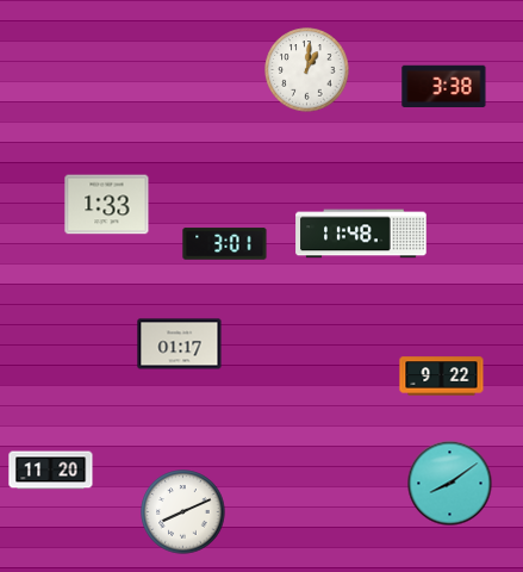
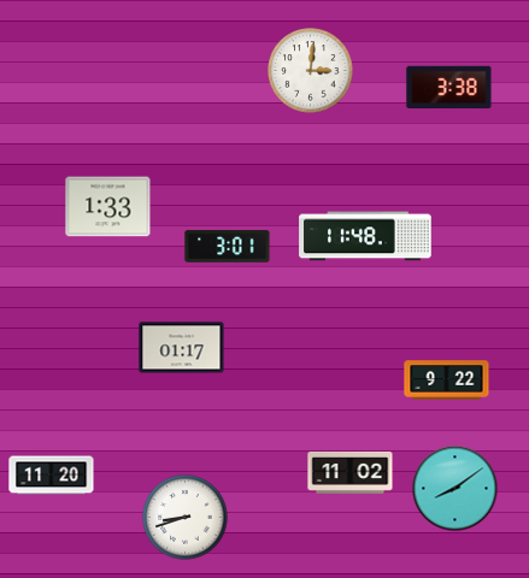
clock at (307, 70): 1:01 -> 3:01
clock at (351, 472): none -> 11:02
clock at (183, 512): 8:11 -> 8:42
